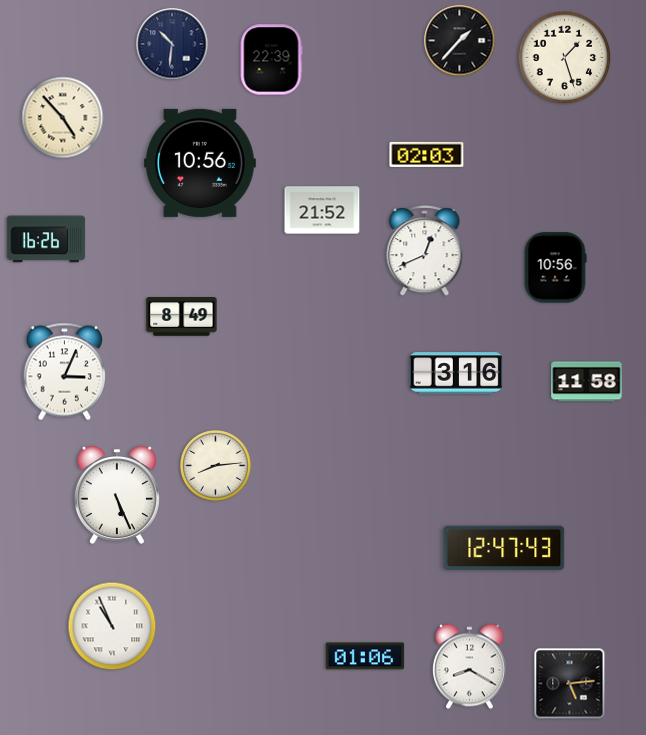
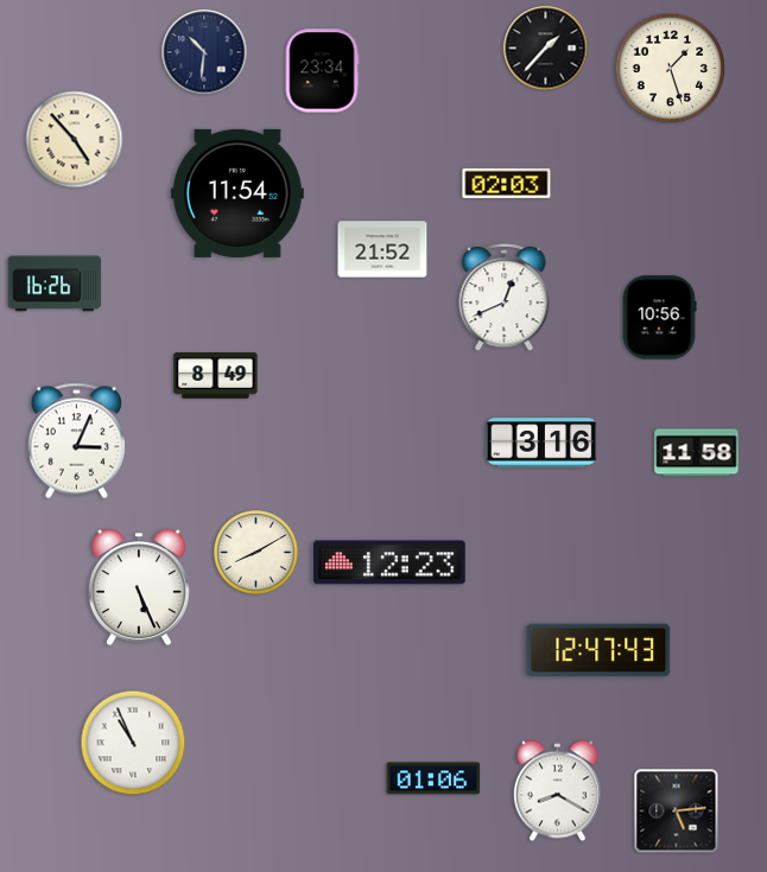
clock at (271, 60): 22:39 -> 23:34
clock at (200, 163): 10:56 -> 11:54
clock at (216, 466): 8:14 -> 8:10
clock at (391, 562): none -> 12:23
